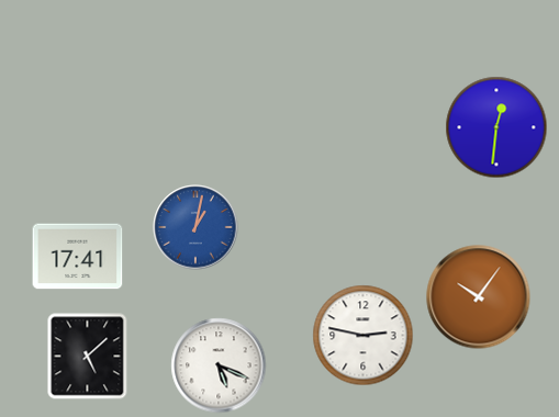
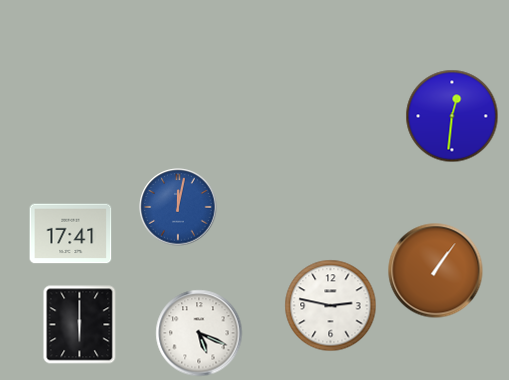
clock at (195, 227): 1:02 -> 12:02
clock at (479, 297): 10:06 -> 1:06
clock at (88, 357): 5:08 -> 6:00
